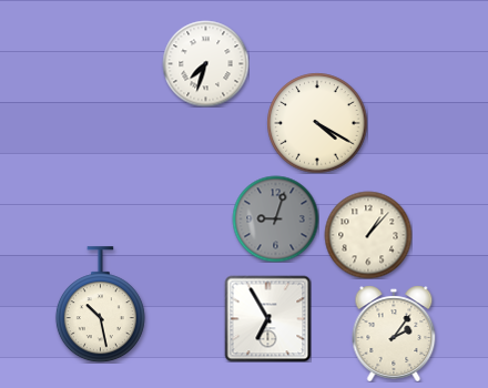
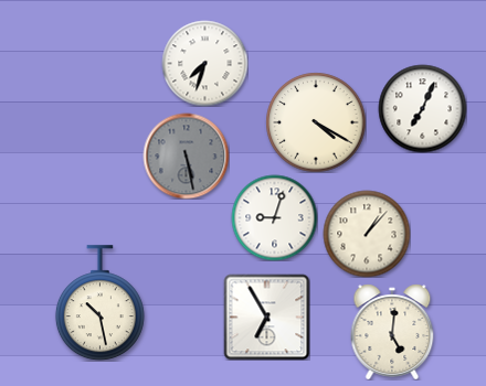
clock at (422, 108): none -> 7:04
clock at (186, 156): none -> 5:28
clock at (275, 218) dial: grey -> white
clock at (394, 334): 2:06 -> 5:01
